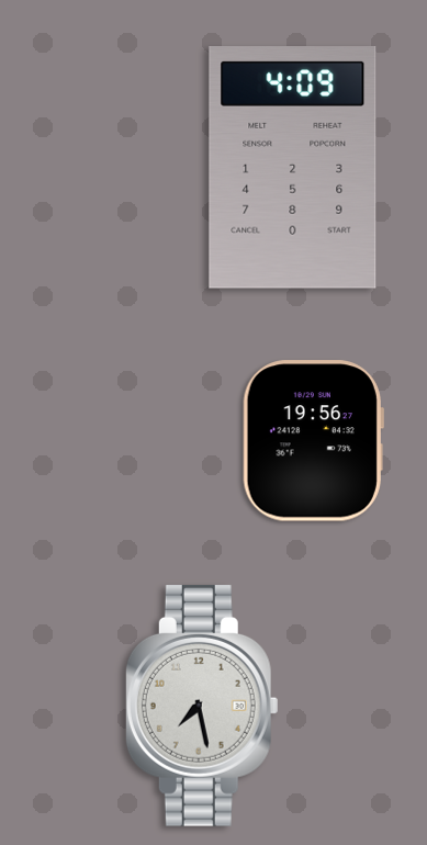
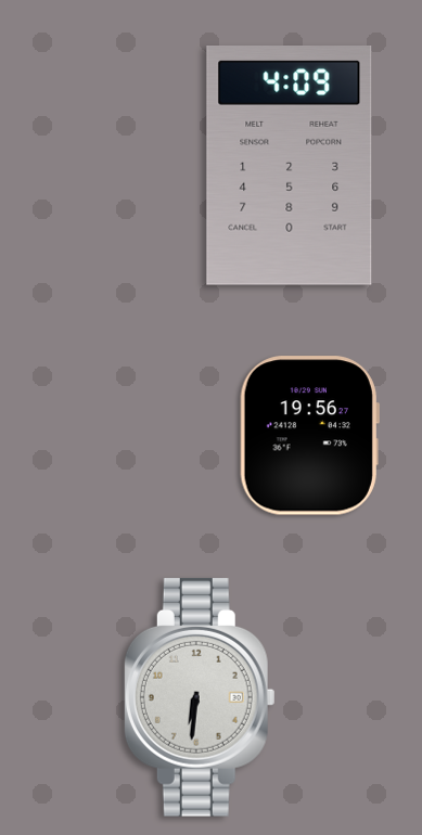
clock at (202, 706): 7:28 -> 6:31
